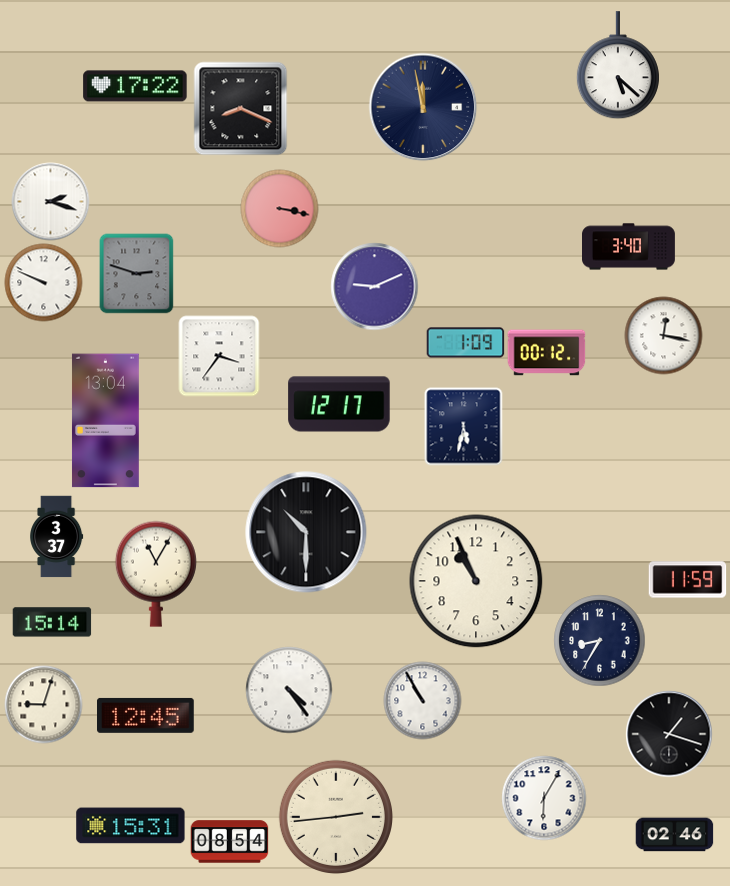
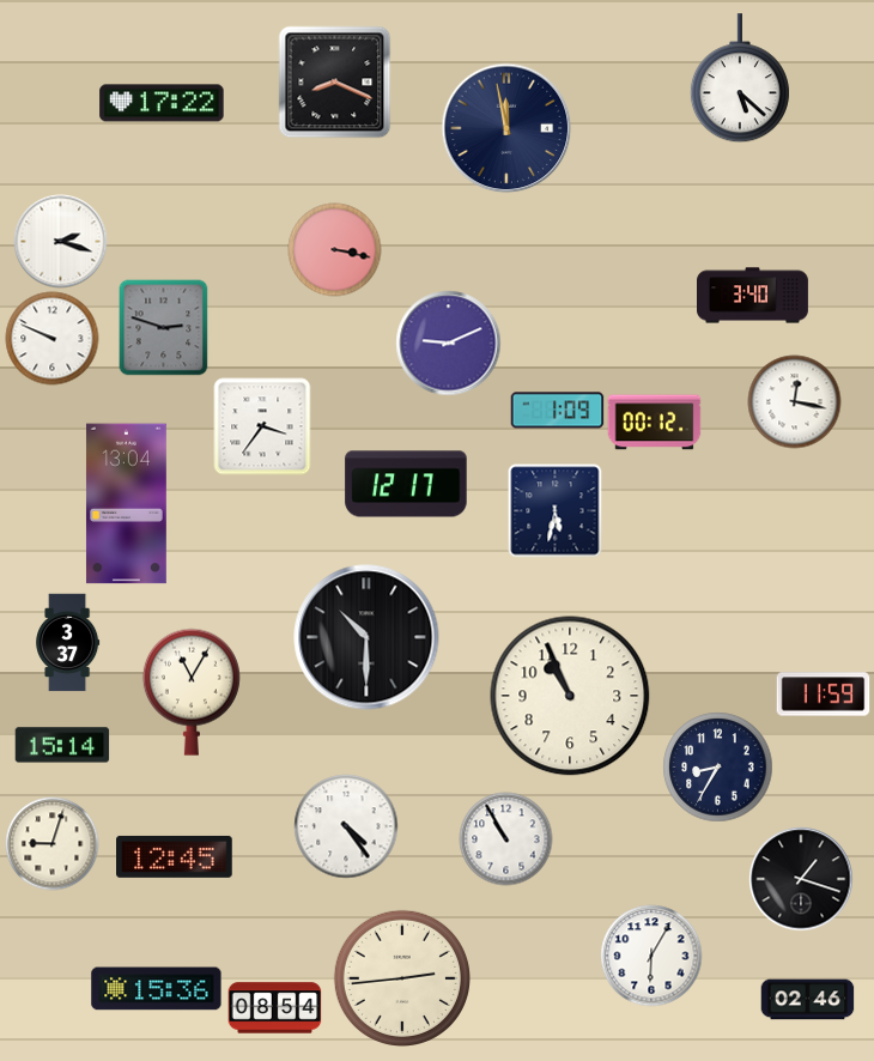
clock at (240, 108) position: (240, 108) -> (334, 81)
clock at (156, 574) position: (156, 574) -> (192, 692)
clock at (131, 826): 15:31 -> 15:36
